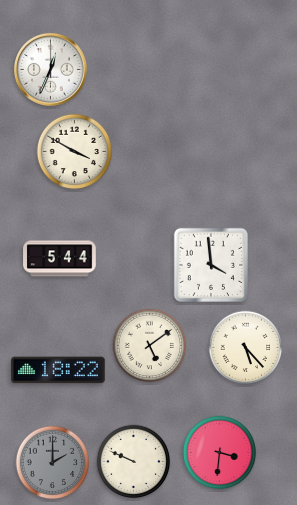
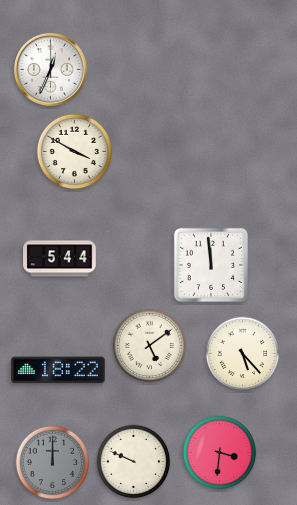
clock at (211, 265): 3:59 -> 11:59
clock at (246, 348) position: (246, 348) -> (243, 354)
clock at (53, 463): 2:00 -> 12:00
